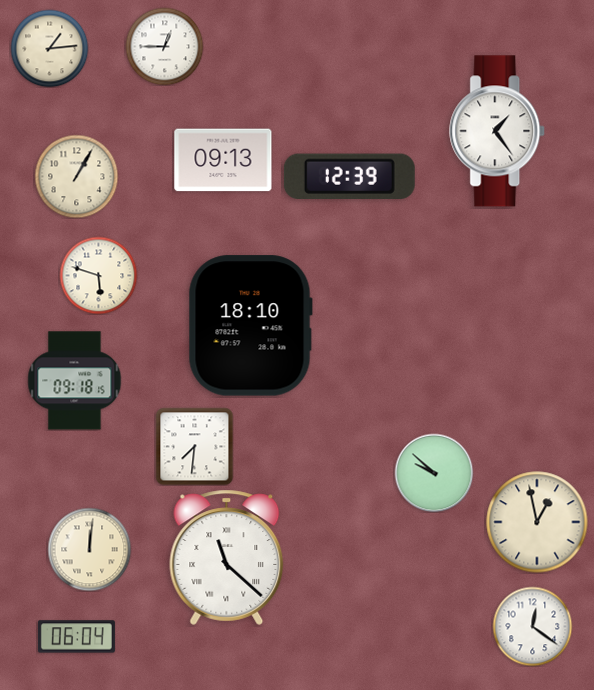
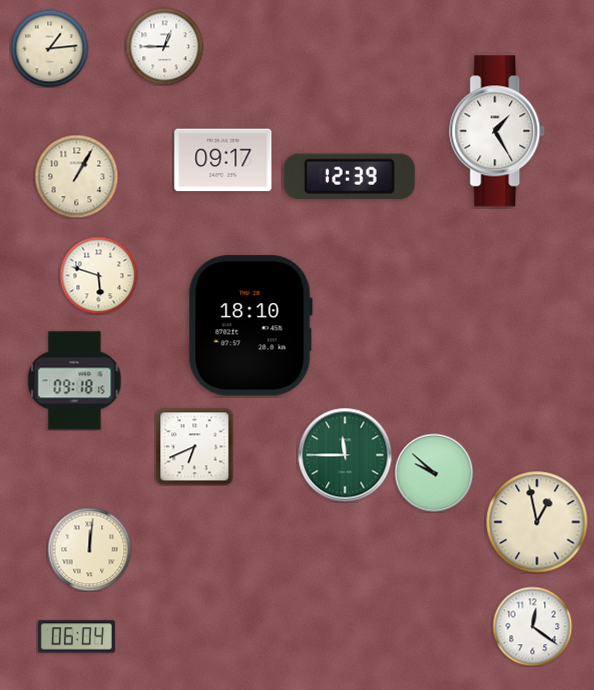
clock at (498, 131): 1:24 -> 1:25
clock at (223, 160): 09:13 -> 09:17
clock at (194, 446): 7:31 -> 6:41
clock at (345, 455): none -> 11:45
clock at (227, 557): 11:22 -> none
